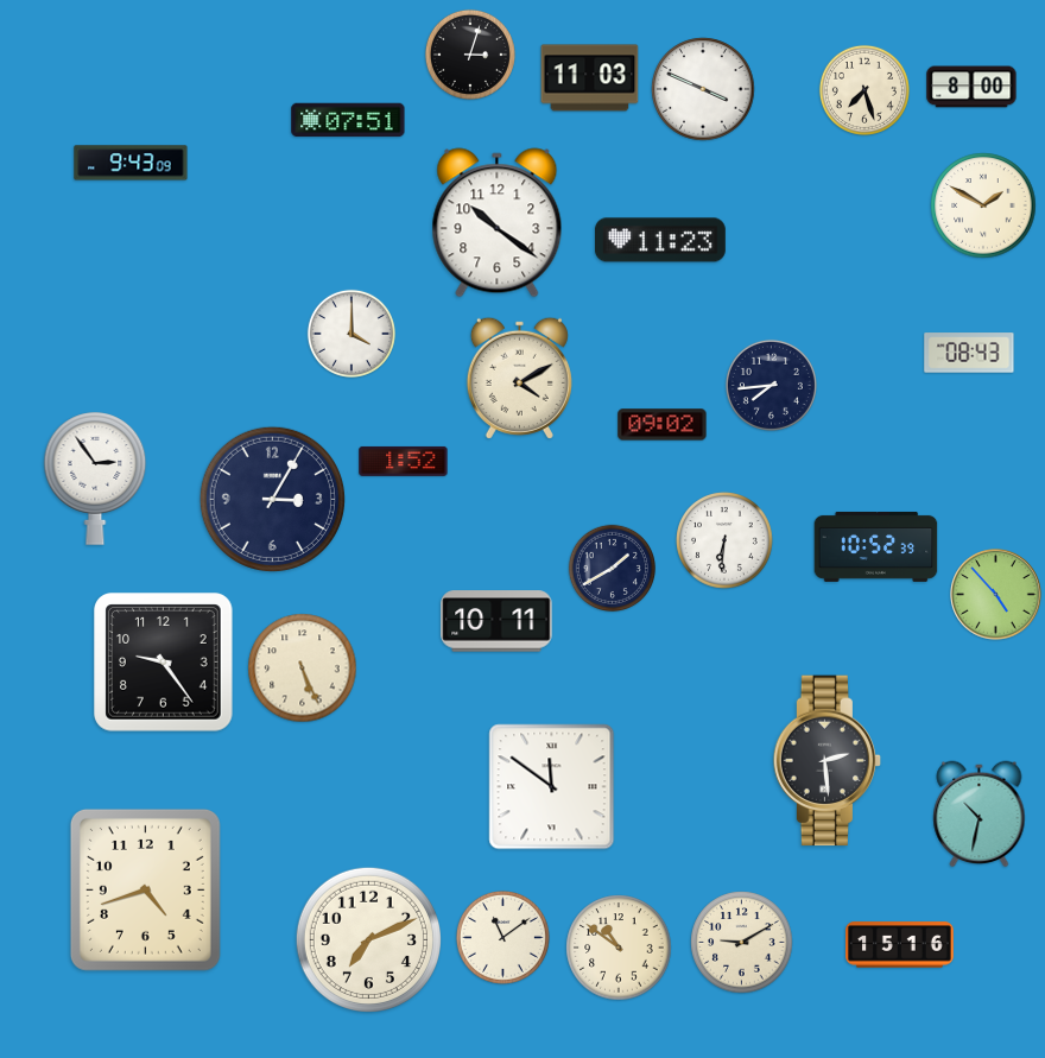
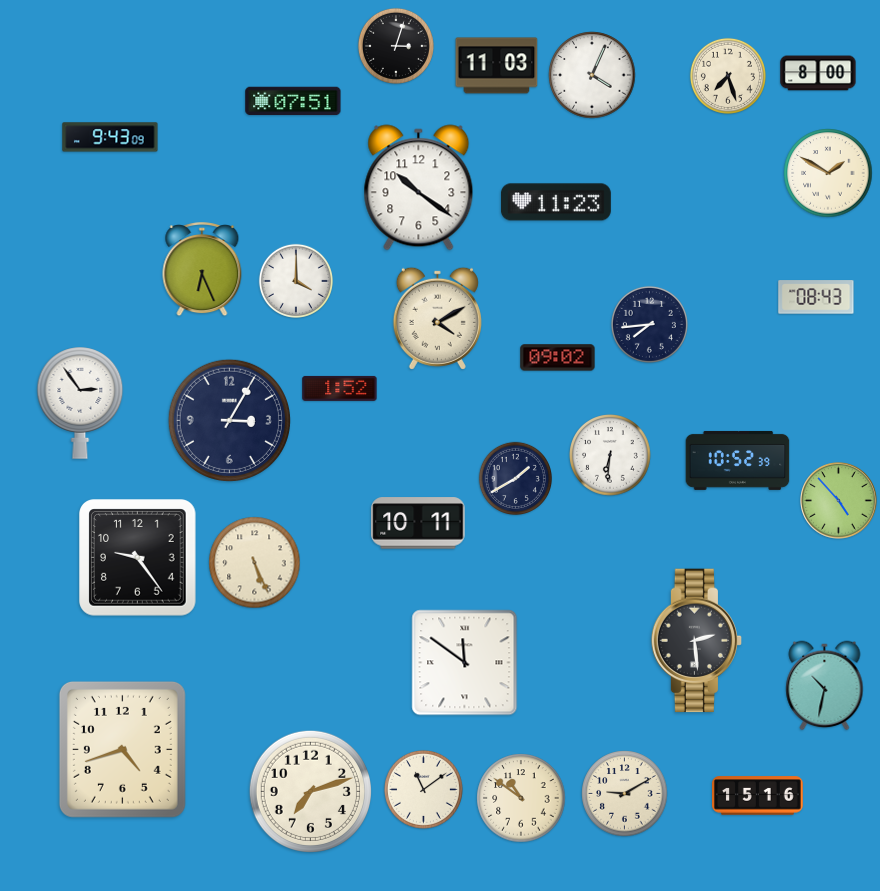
clock at (703, 89): 3:49 -> 4:04
clock at (202, 270): none -> 6:26
clock at (368, 939): 7:11 -> 7:12
